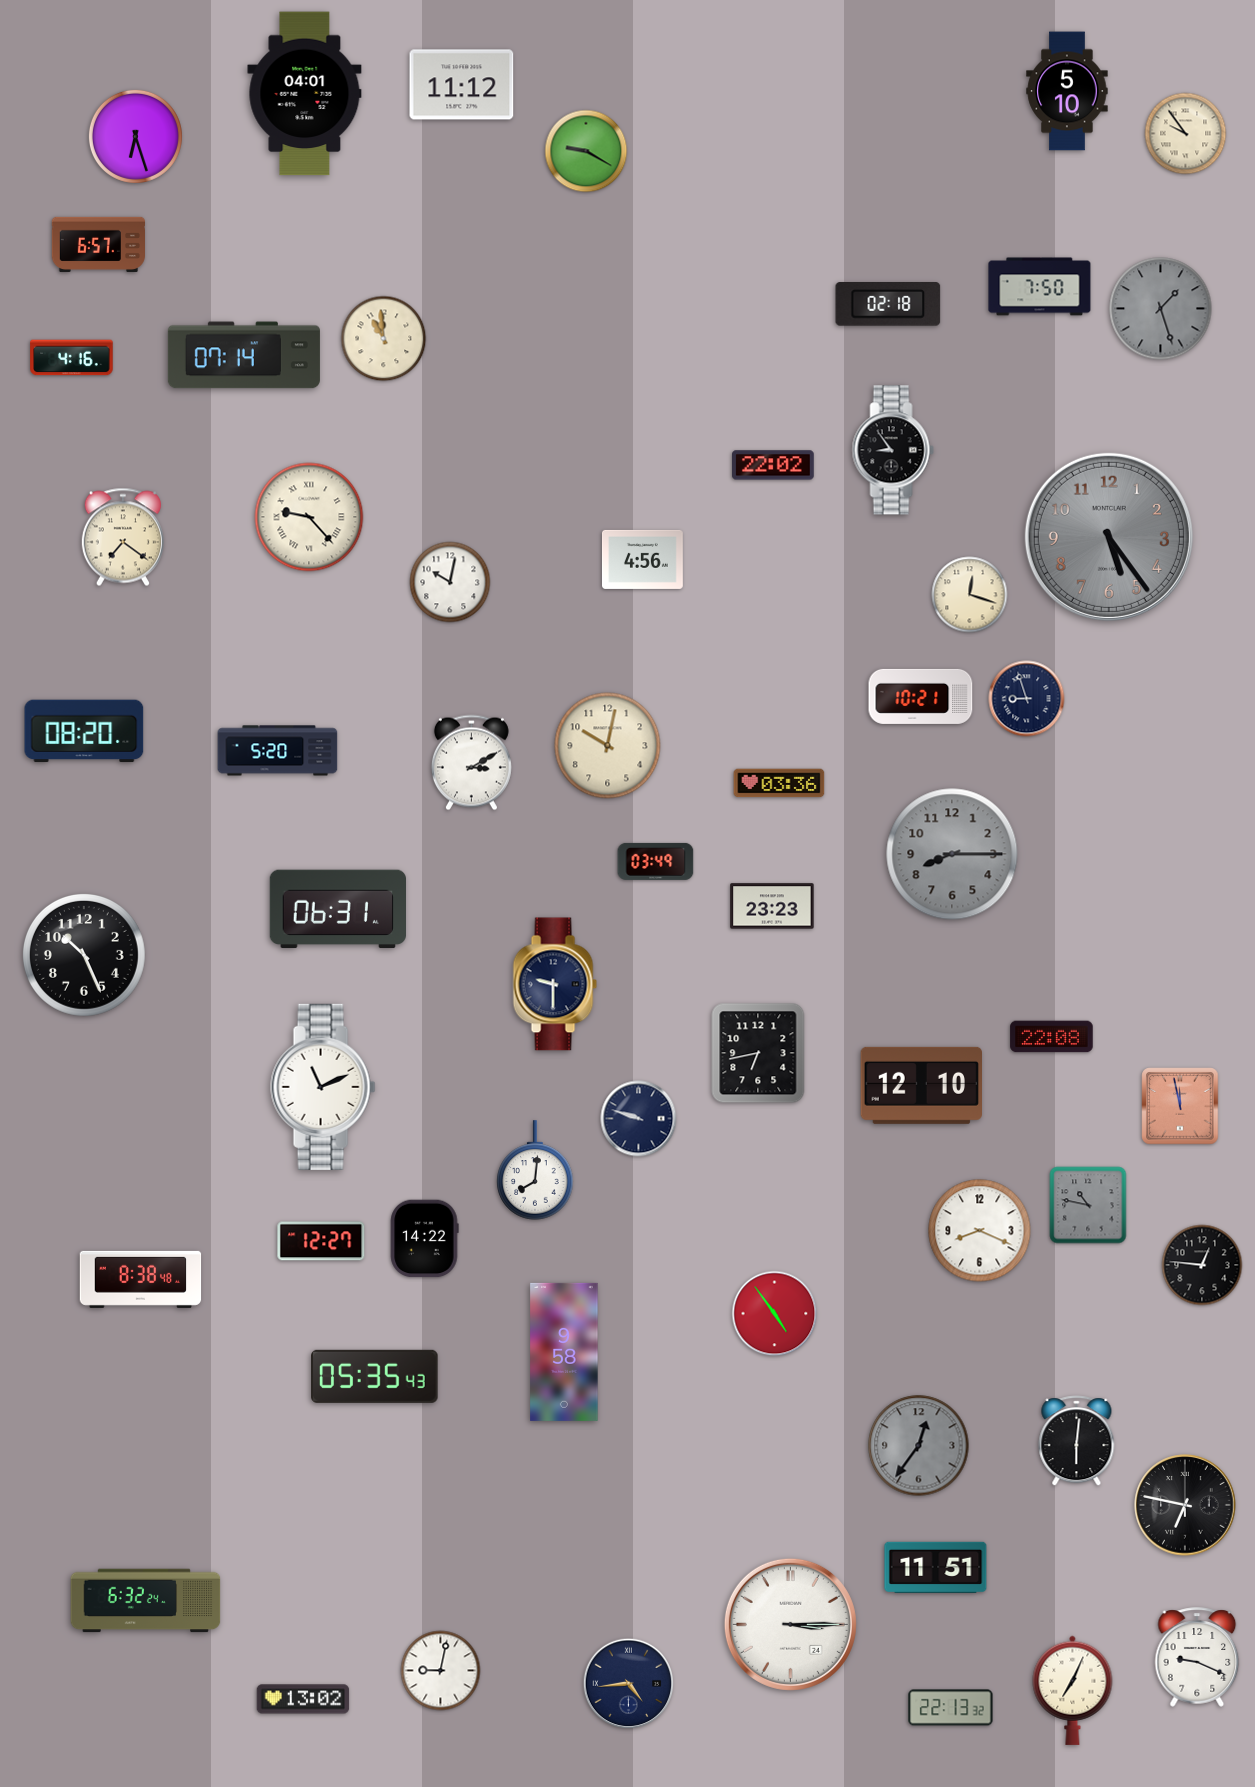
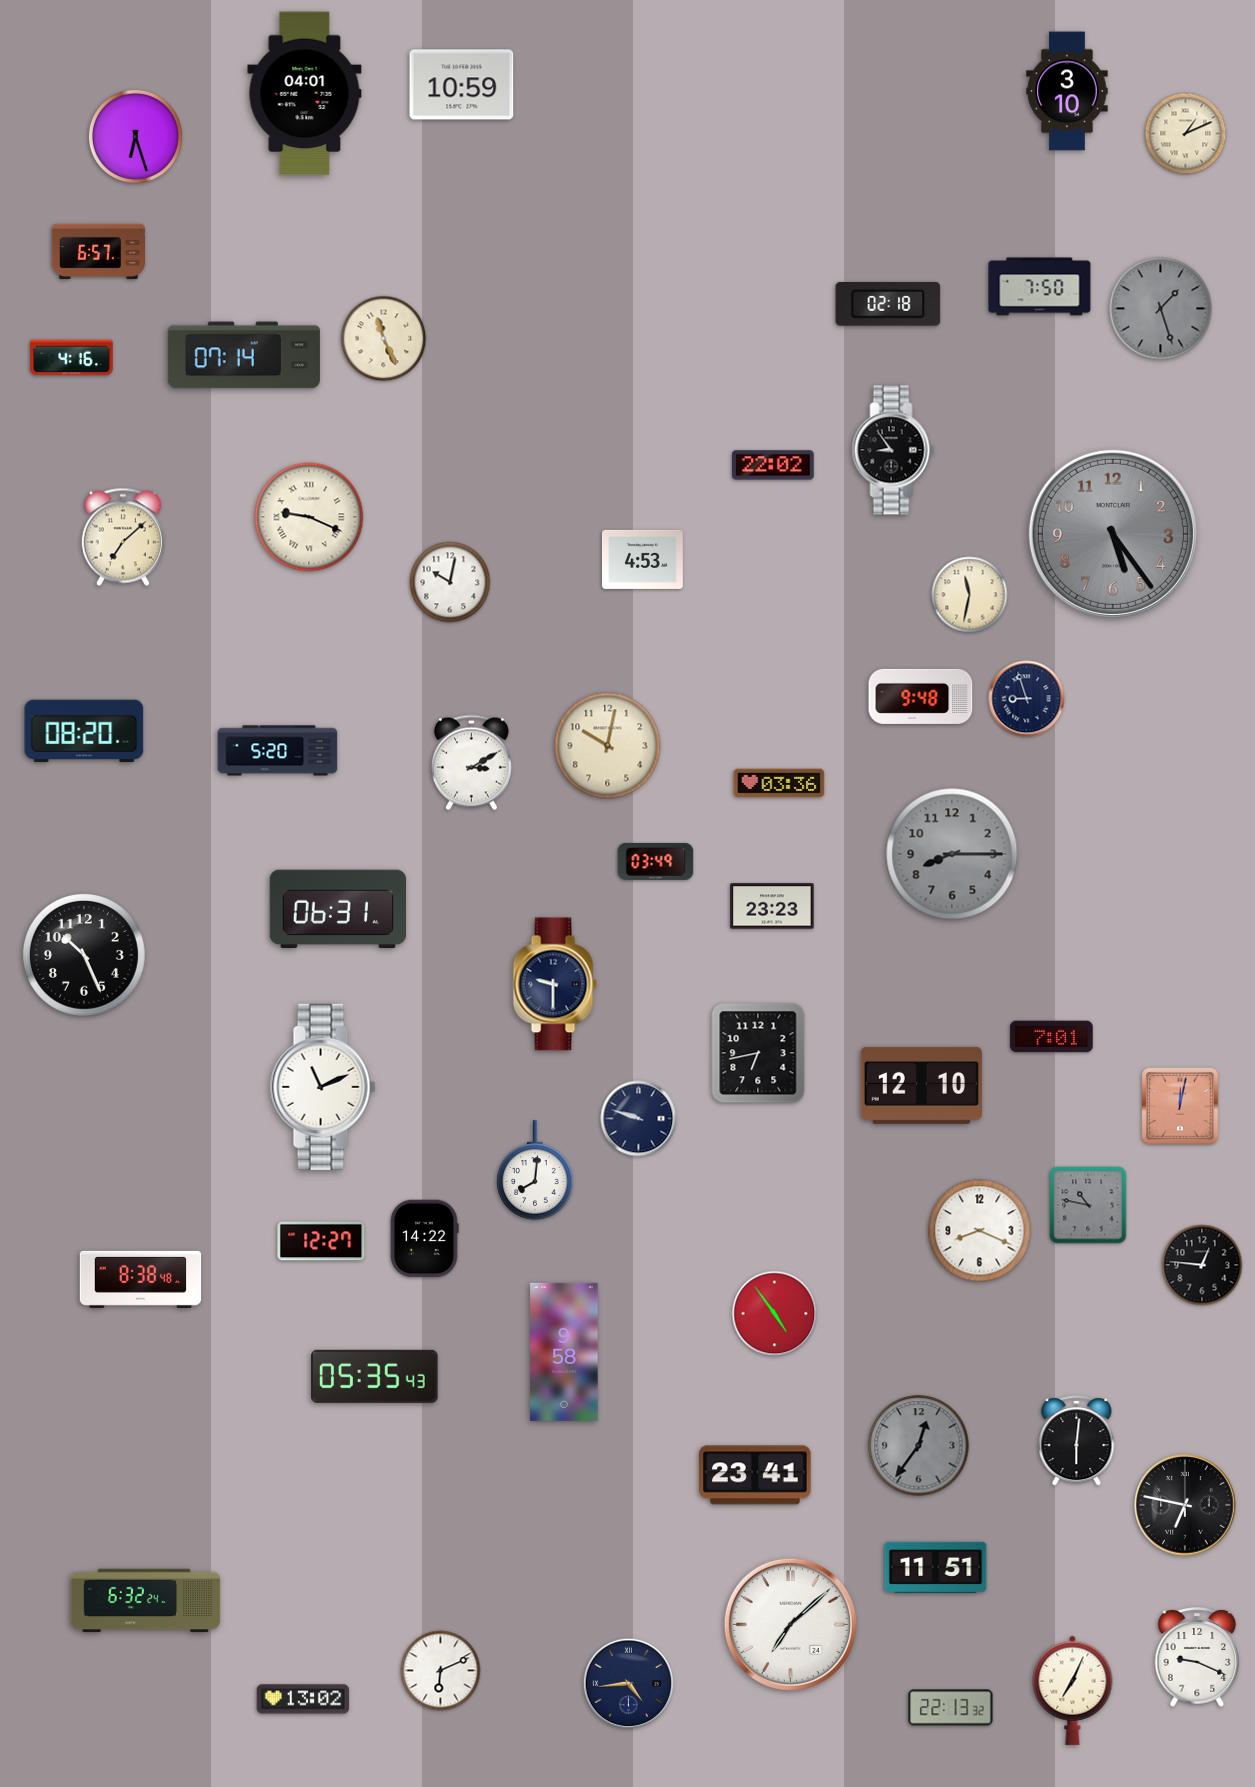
clock at (462, 85): 11:12 -> 10:59
clock at (1067, 91): 5:10 -> 3:10
clock at (1186, 134): 9:54 -> 1:11
clock at (586, 151): 9:20 -> none
clock at (98, 244) position: (98, 244) -> (98, 251)
clock at (384, 339): 10:59 -> 11:26
clock at (309, 517): 9:23 -> 9:19
clock at (123, 537): 7:21 -> 7:08
clock at (1109, 537) position: (1109, 537) -> (1113, 534)
clock at (642, 559): 4:56 -> 4:53
clock at (970, 595): 12:18 -> 11:32
clock at (921, 696): 10:21 -> 9:48
clock at (1052, 1037): 22:08 -> 7:01
clock at (1180, 1106): 11:58 -> 12:02
clock at (755, 1475): none -> 23:41
clock at (790, 1624): 3:15 -> 7:08
clock at (441, 1671): 9:02 -> 6:11
